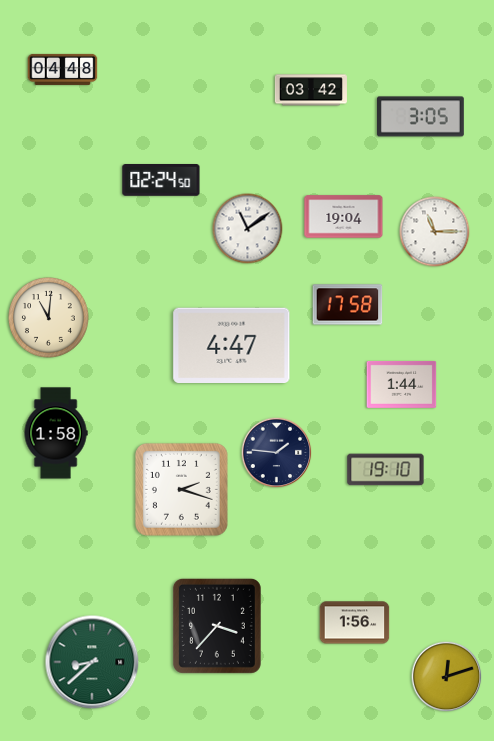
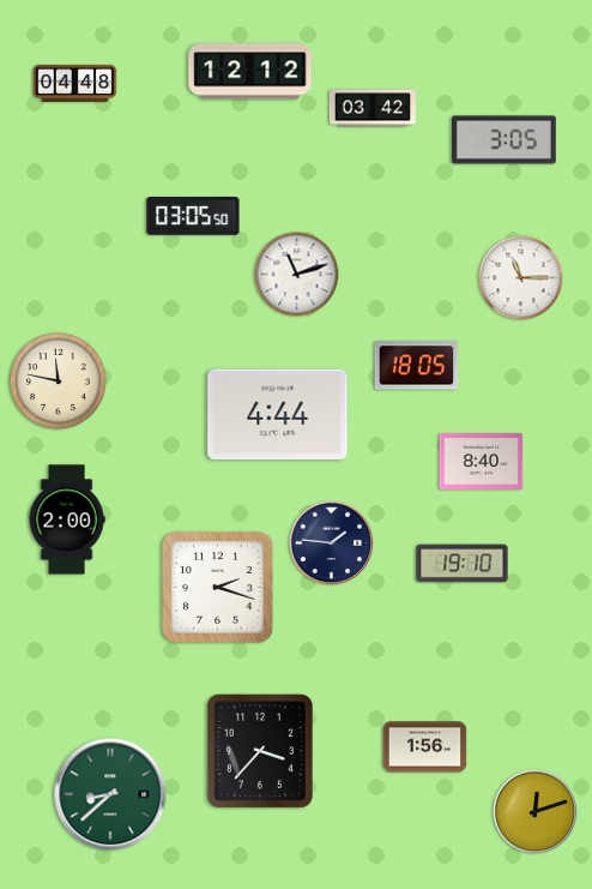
clock at (250, 72): none -> 12:12
clock at (161, 180): 02:24 -> 03:05
clock at (344, 217): 19:04 -> none
clock at (248, 229): 11:09 -> 11:12
clock at (348, 305): 17:58 -> 18:05
clock at (49, 318): 11:01 -> 11:47
clock at (232, 346): 4:47 -> 4:44
clock at (402, 384): 1:44 -> 8:40
clock at (56, 433): 1:58 -> 2:00
